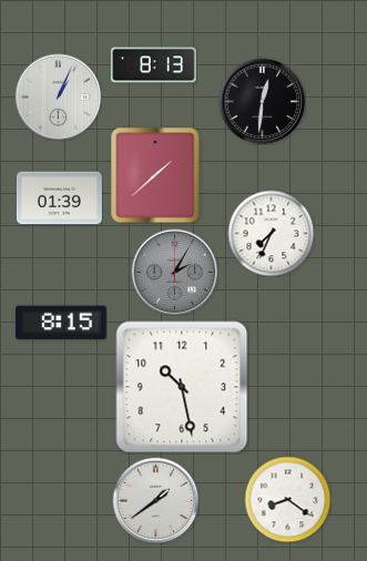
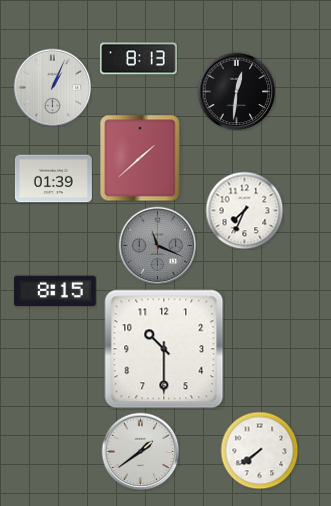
clock at (174, 272): 2:05 -> 11:19
clock at (182, 387): 10:28 -> 10:30
clock at (287, 499): 8:21 -> 7:39
